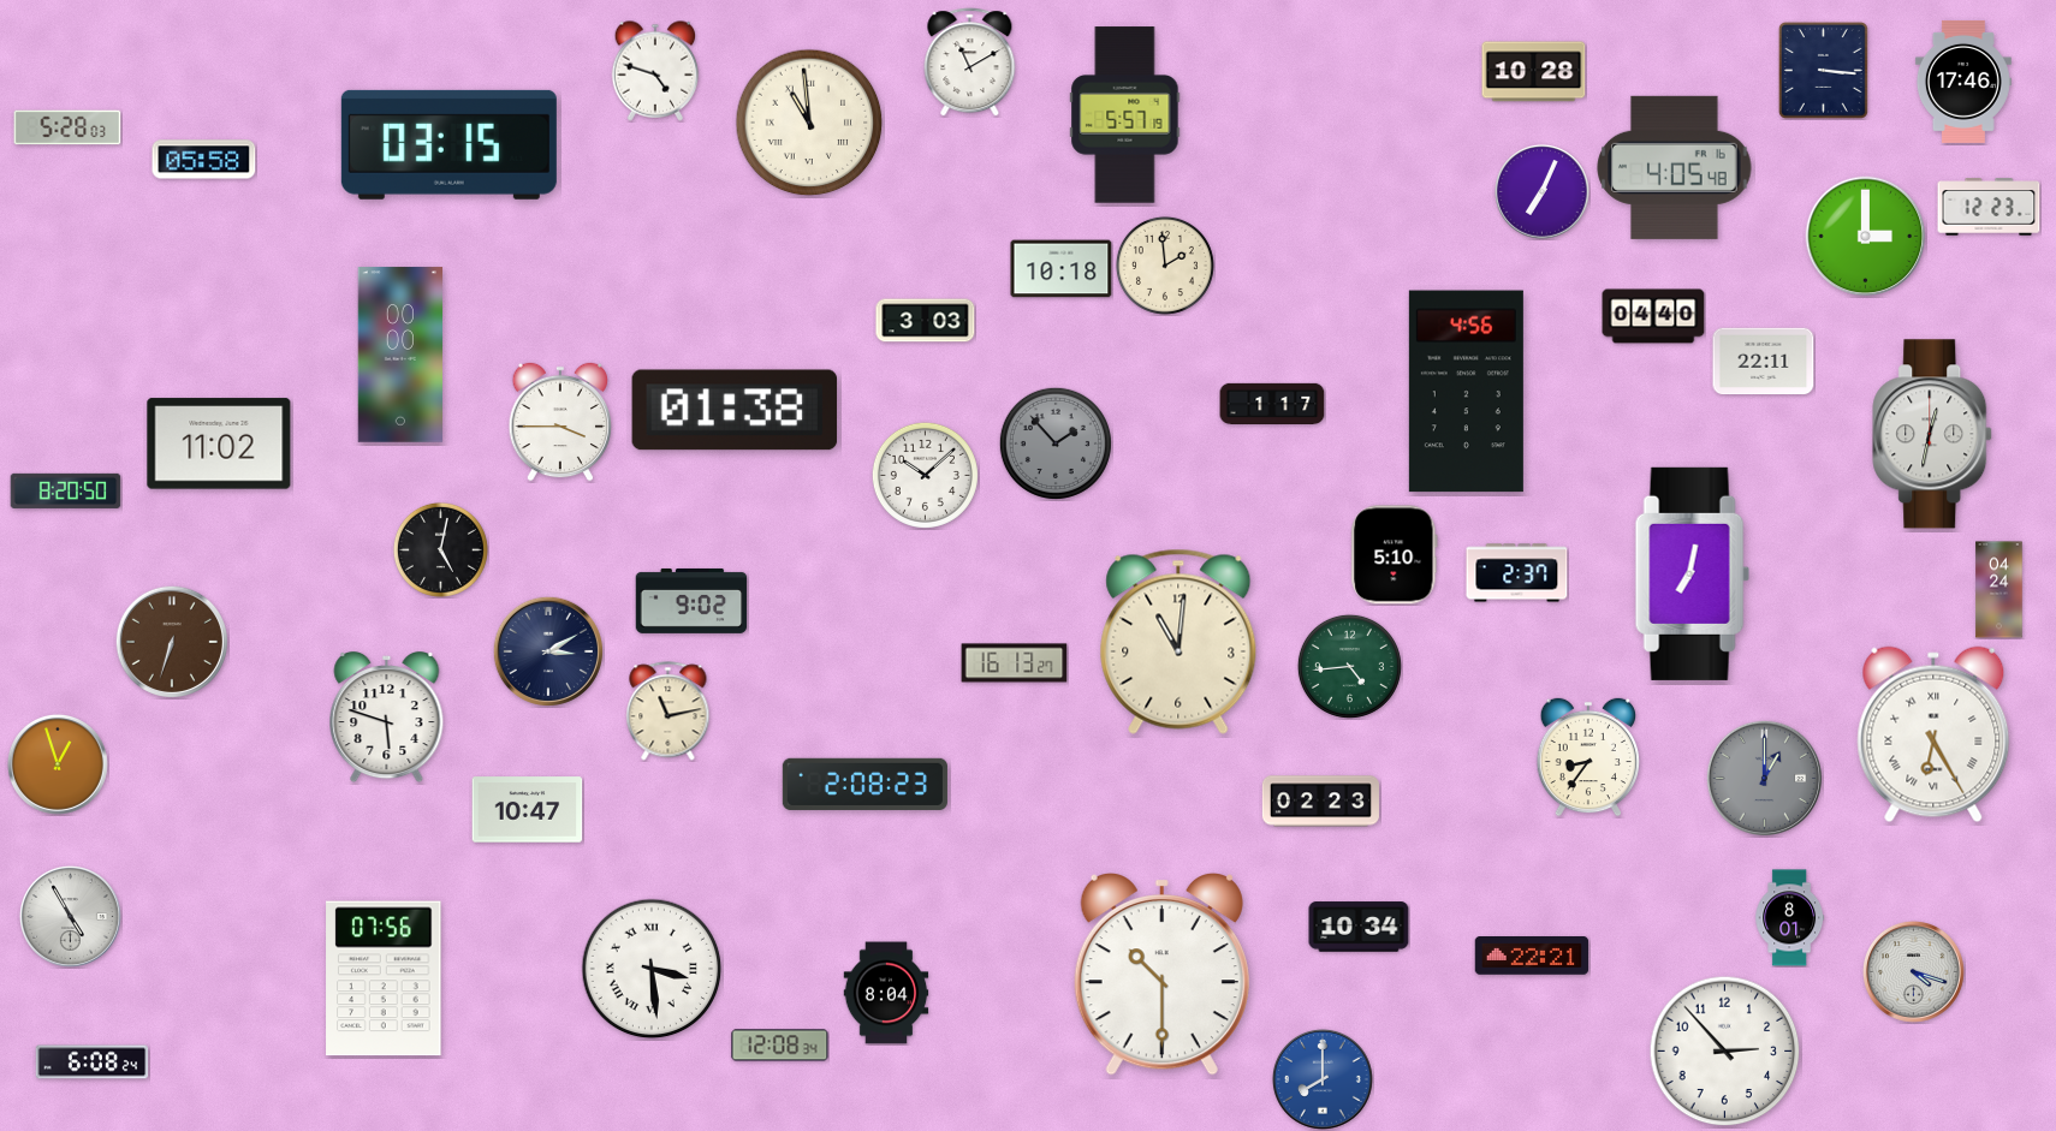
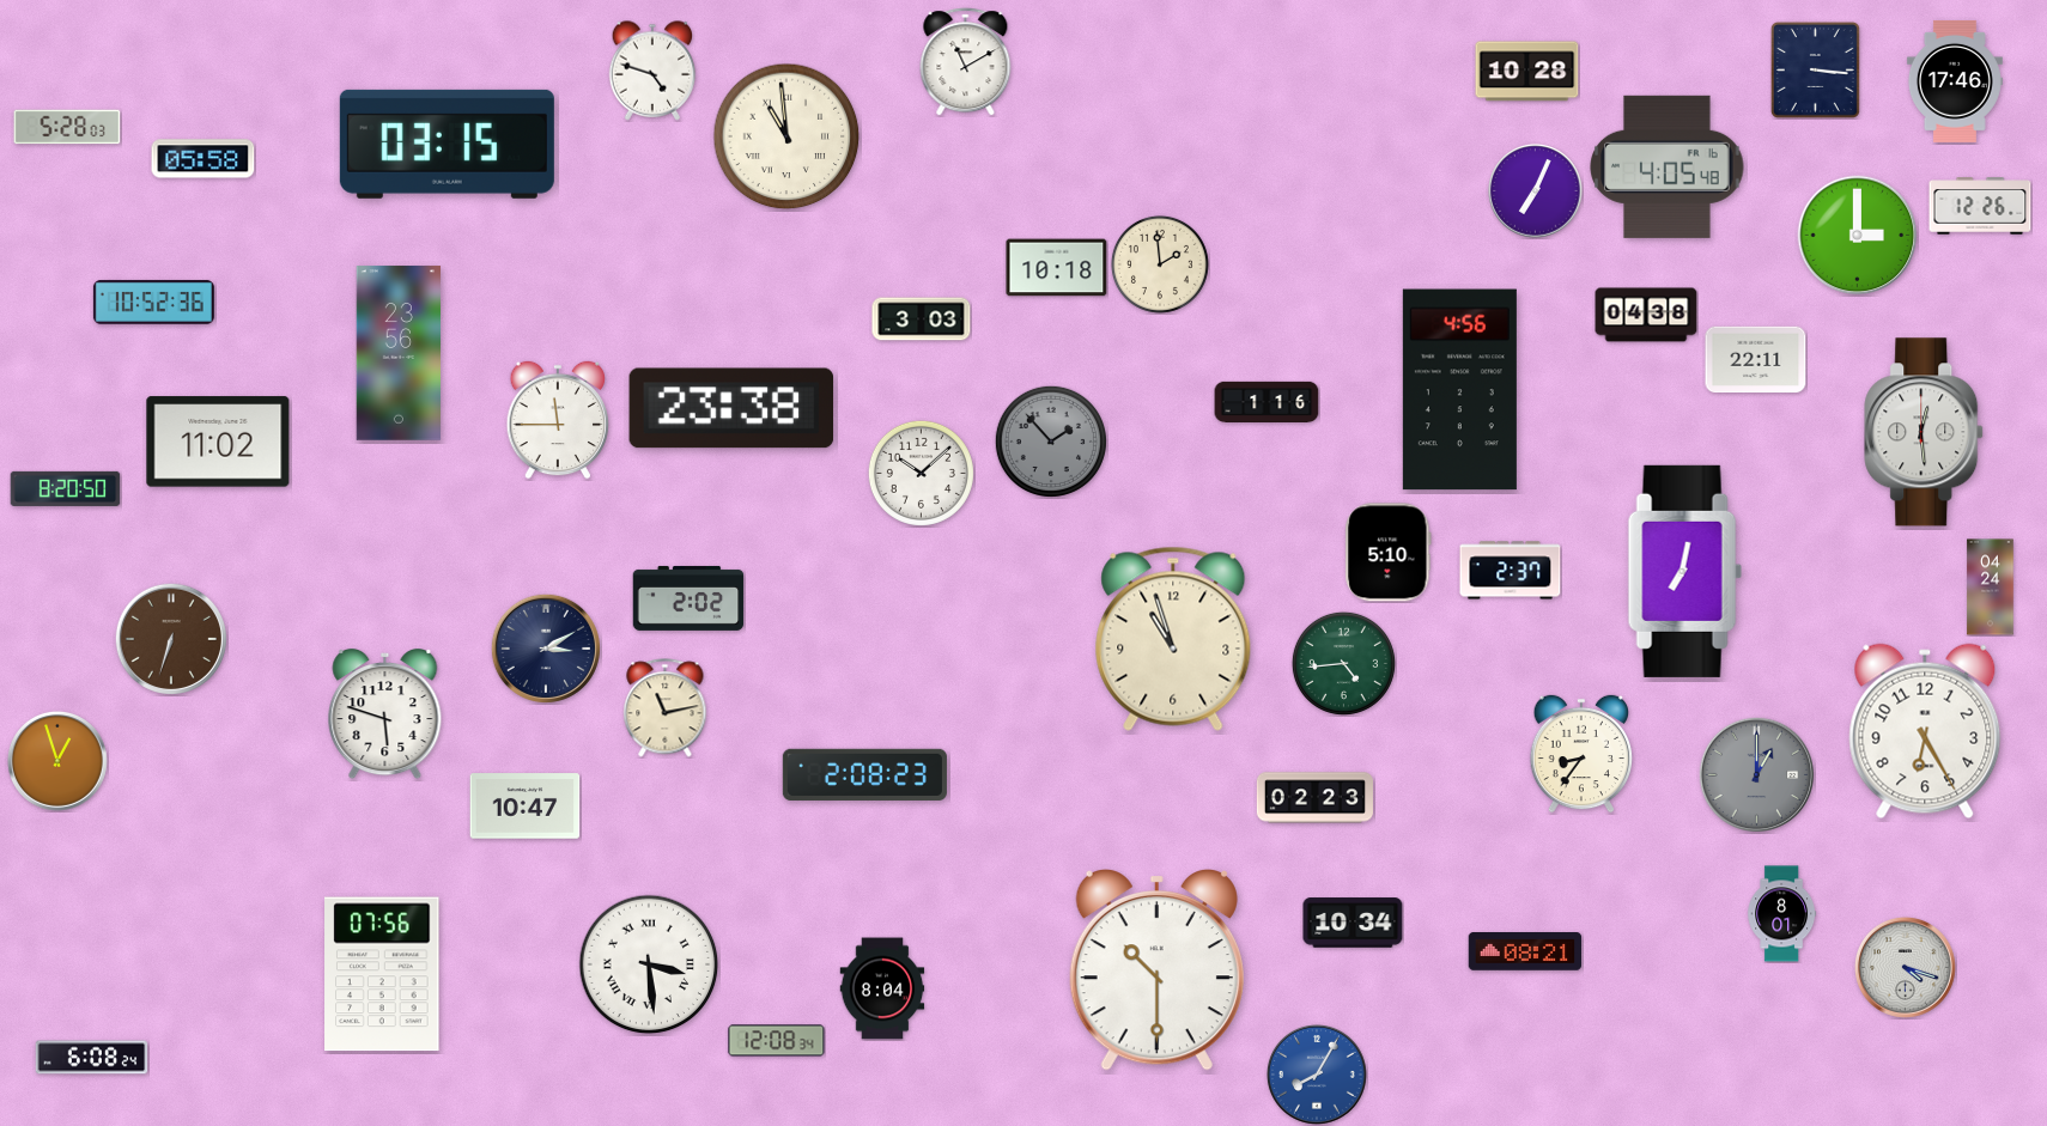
clock at (1125, 115): 5:57 -> none
clock at (809, 123) position: (809, 123) -> (786, 136)
clock at (1989, 207): 12:23 -> 12:26
clock at (153, 303): none -> 10:52
clock at (1653, 316): 04:40 -> 04:38
clock at (400, 355): 00:00 -> 23:56
clock at (1272, 404): 1:17 -> 1:16
clock at (735, 410): 01:38 -> 23:38
clock at (560, 422): 3:45 -> 11:45
clock at (1933, 434): 12:32 -> 12:29
clock at (440, 549): 5:02 -> none
clock at (691, 601): 9:02 -> 2:02
clock at (1178, 642): 11:01 -> 10:57
clock at (1015, 663): 16:13 -> none
clock at (1933, 734) numerals: Roman -> Arabic
clock at (864, 784) position: (864, 784) -> (864, 774)
clock at (70, 916): 4:55 -> none
clock at (1532, 957): 22:21 -> 08:21
clock at (1725, 1052): 2:53 -> none
clock at (1323, 1079): 8:00 -> 8:05
